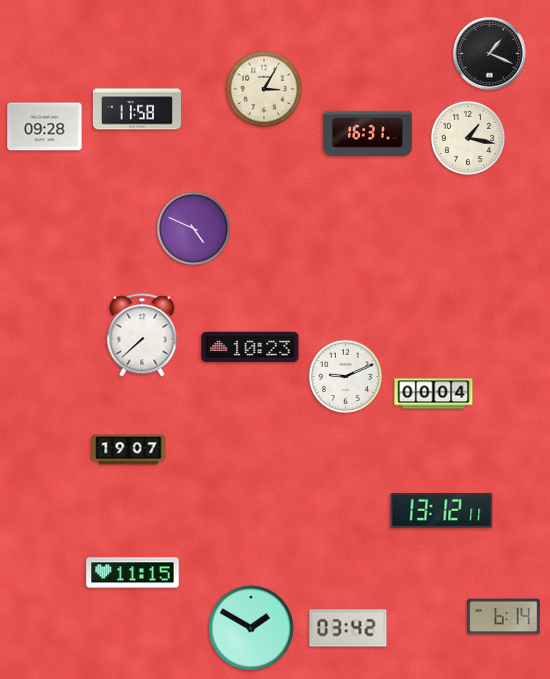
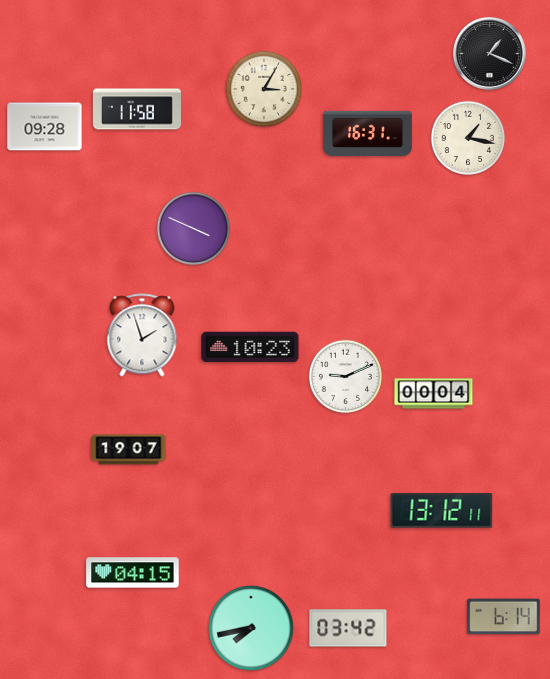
clock at (193, 228): 4:49 -> 3:49
clock at (142, 335): 7:38 -> 1:57
clock at (133, 573): 11:15 -> 04:15
clock at (251, 628): 1:50 -> 7:43
